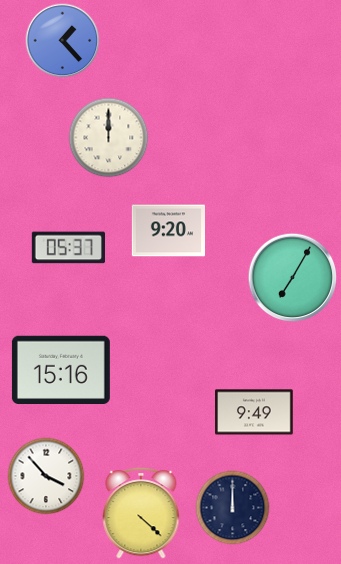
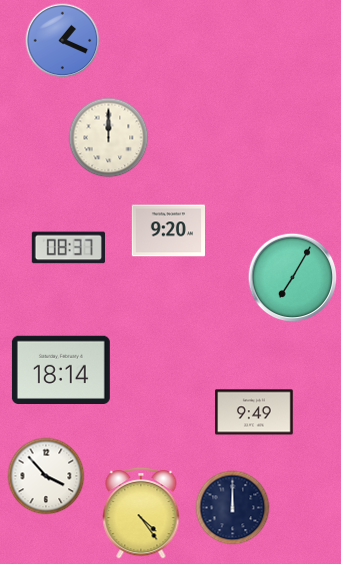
clock at (63, 41): 1:23 -> 1:19
clock at (68, 248): 05:37 -> 08:37
clock at (61, 370): 15:16 -> 18:14
clock at (141, 514): 4:22 -> 4:24
